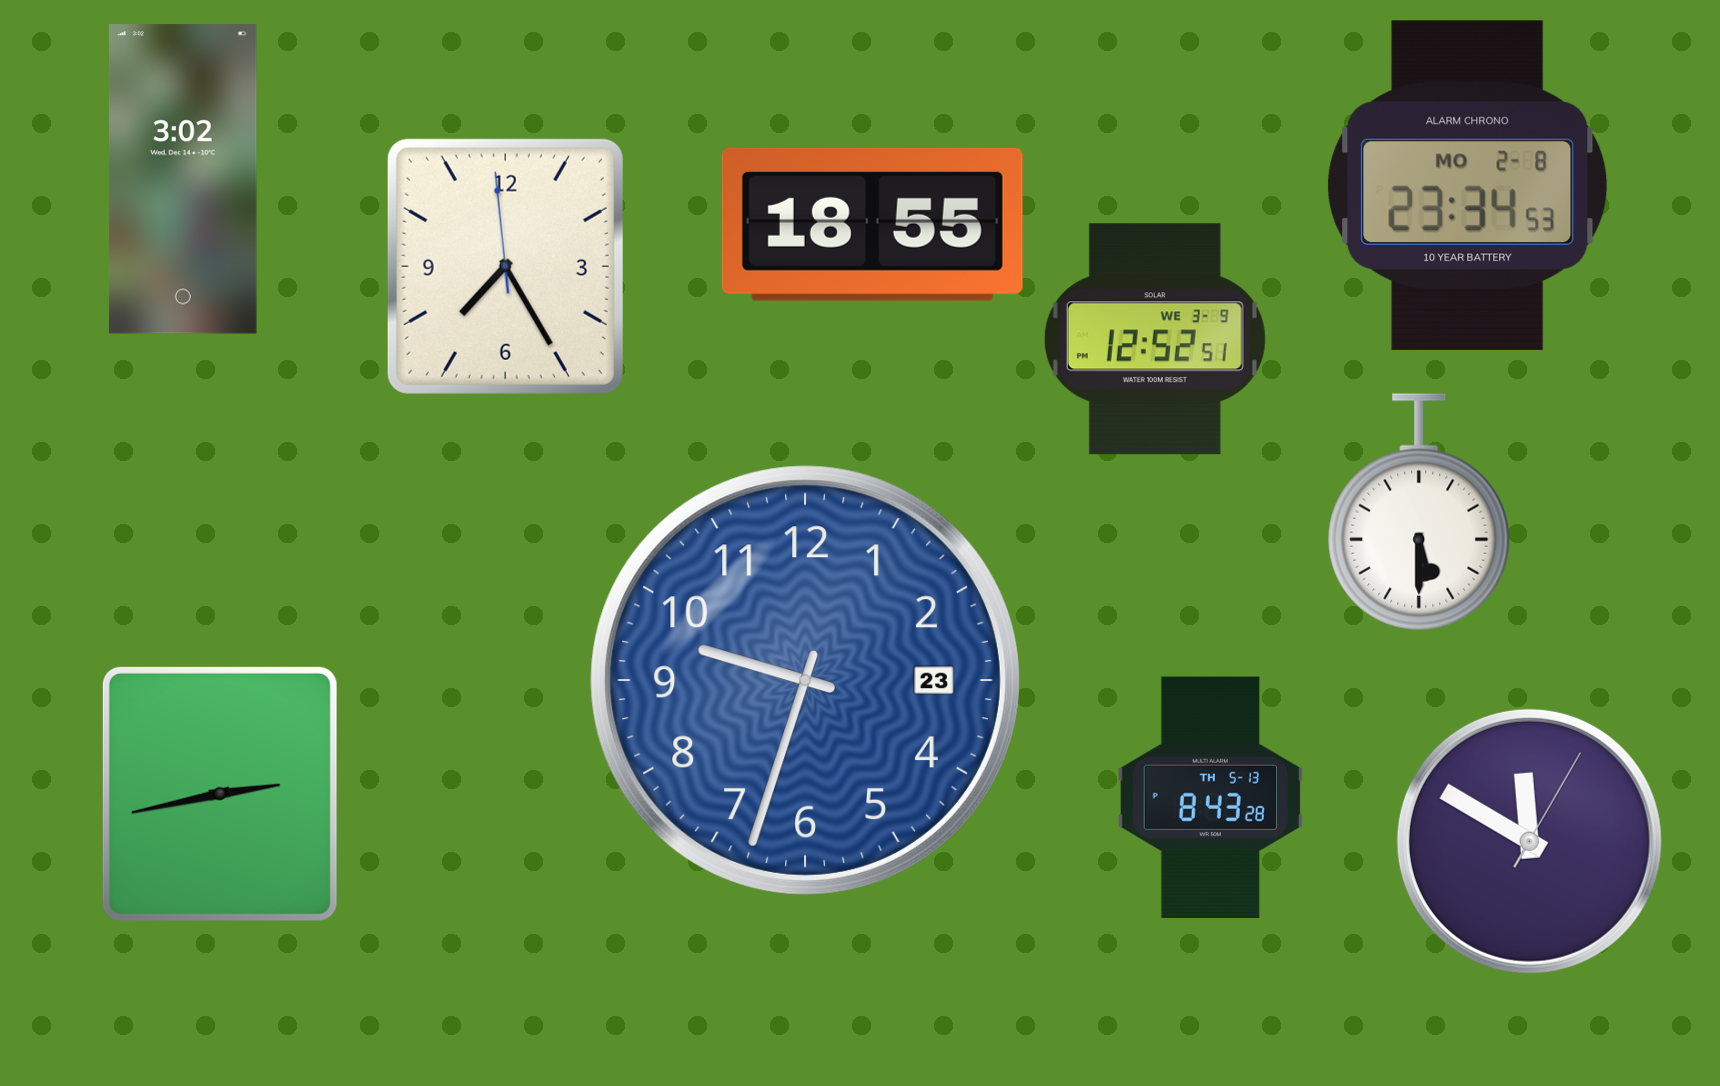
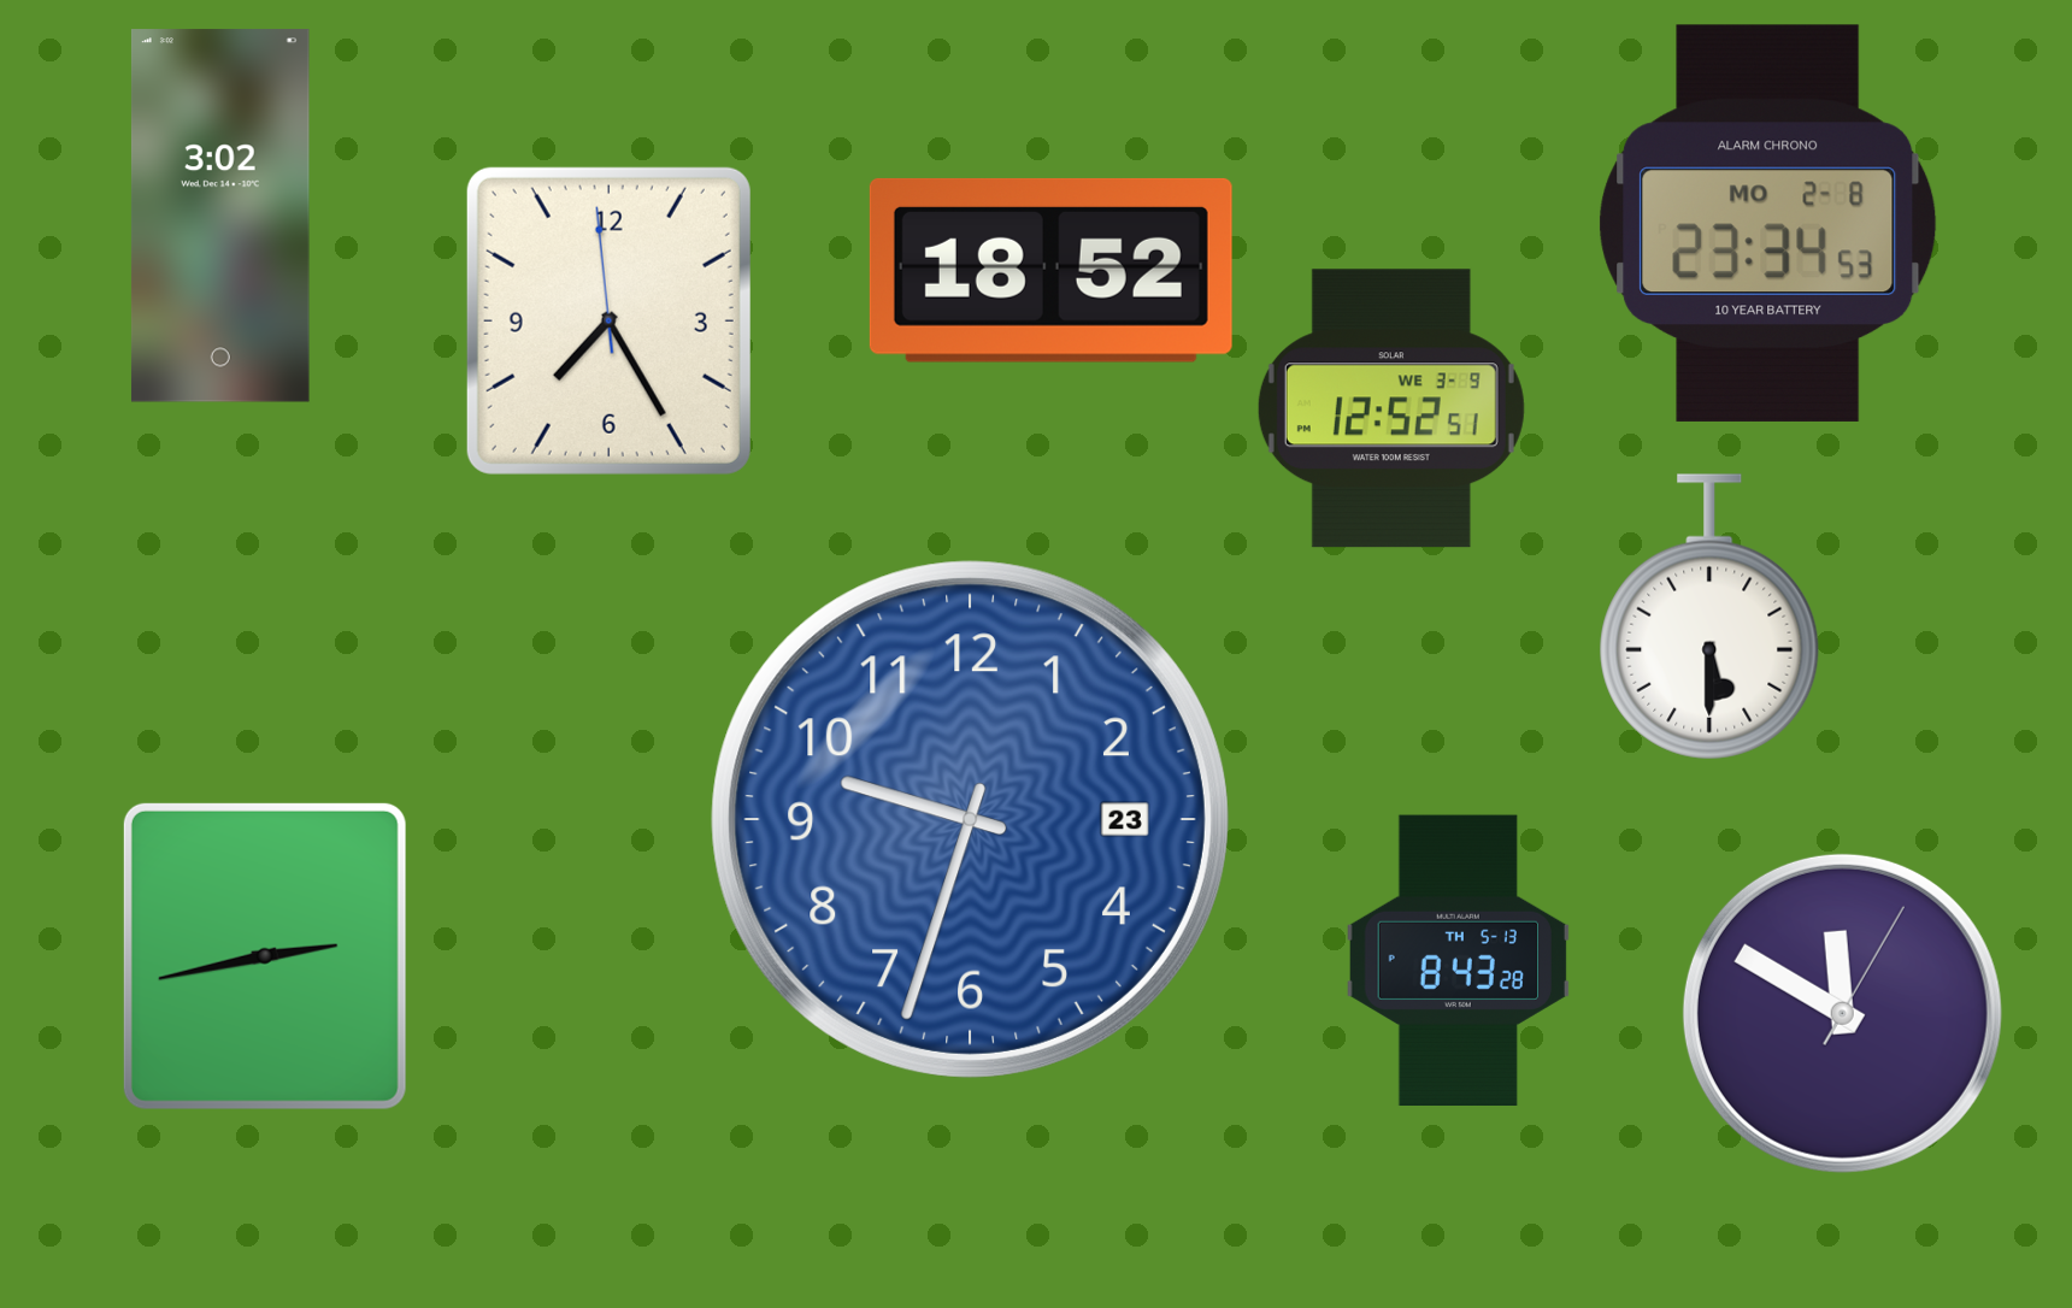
clock at (872, 224): 18:55 -> 18:52
